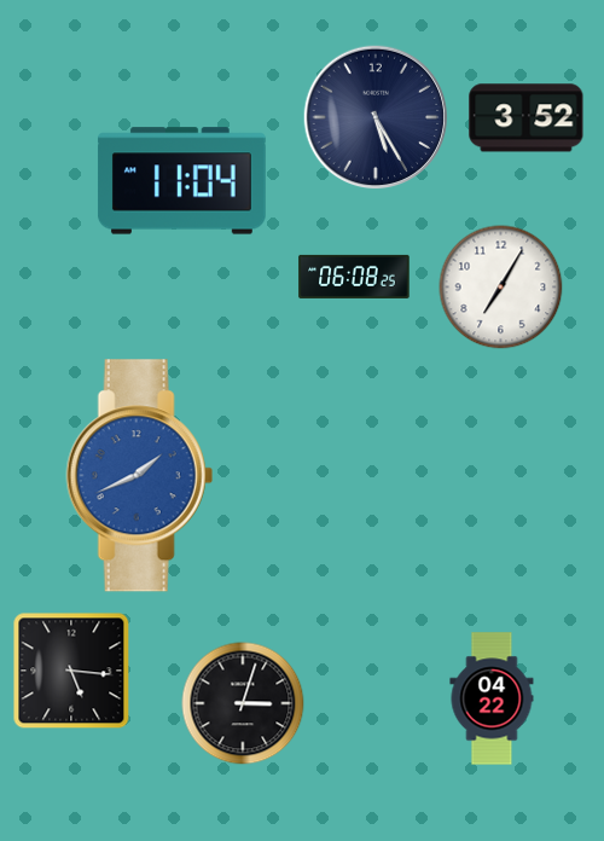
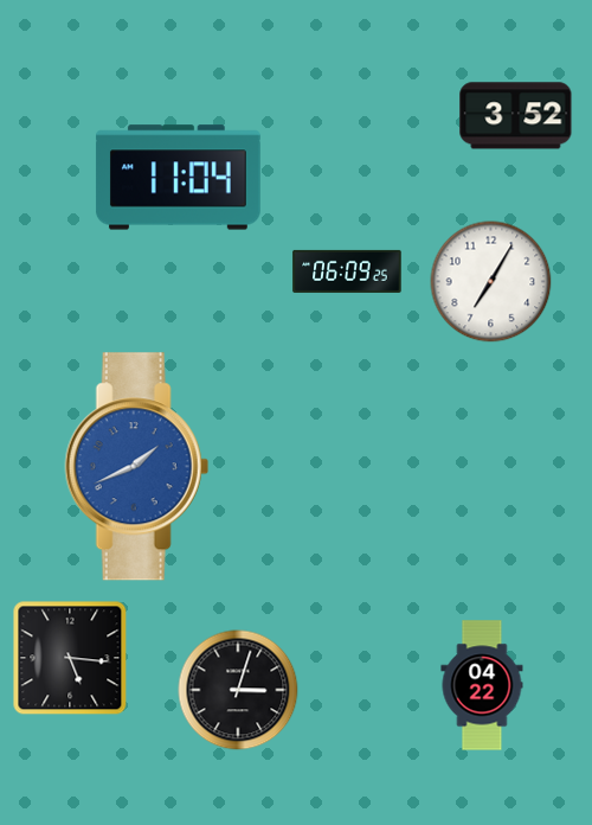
clock at (376, 117): 5:25 -> none
clock at (354, 277): 06:08 -> 06:09
